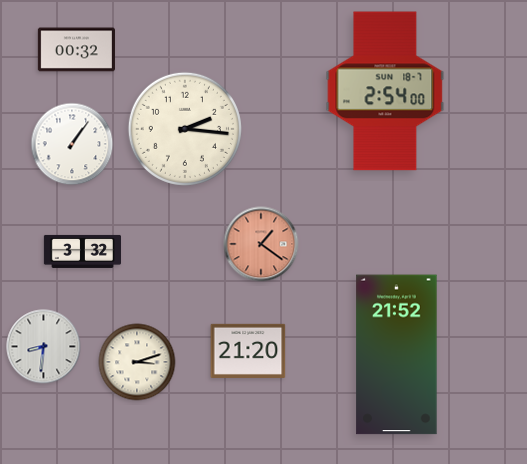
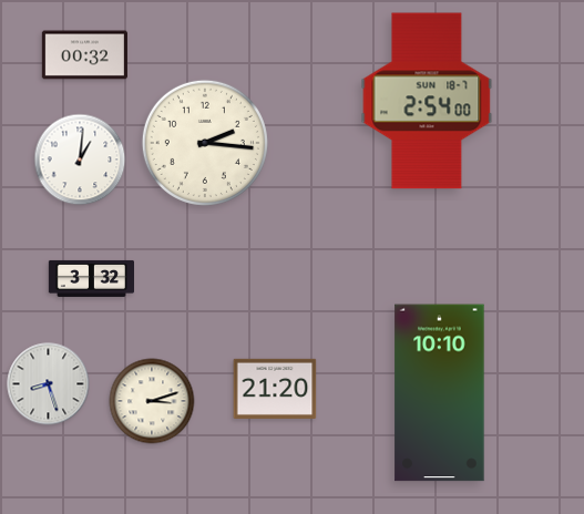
clock at (72, 144): 1:06 -> 1:01
clock at (261, 244): 1:21 -> none
clock at (44, 347): 8:31 -> 8:27
clock at (397, 355): 21:52 -> 10:10
